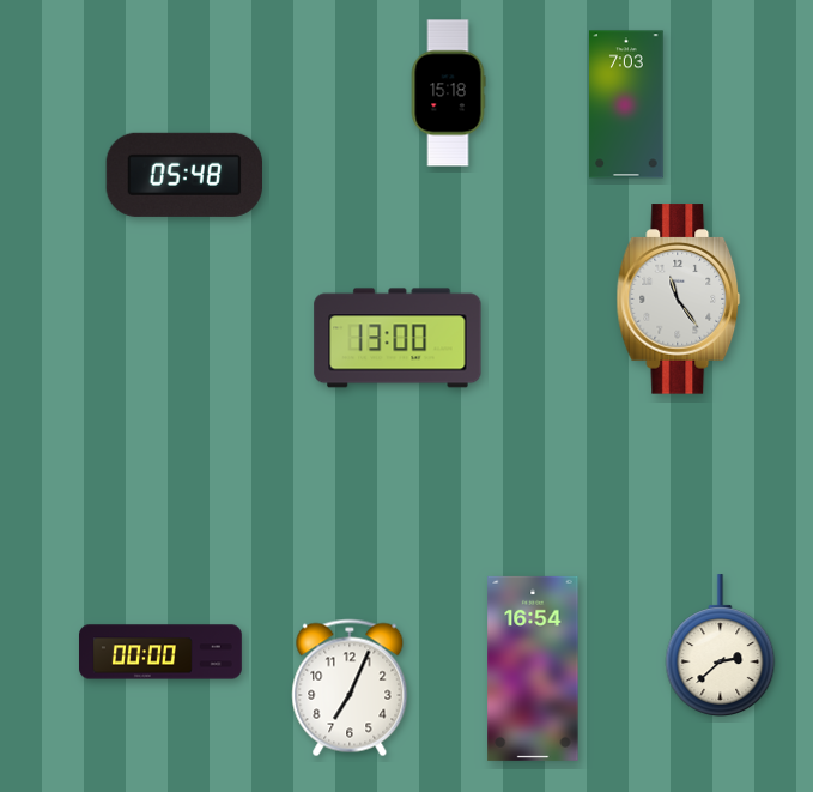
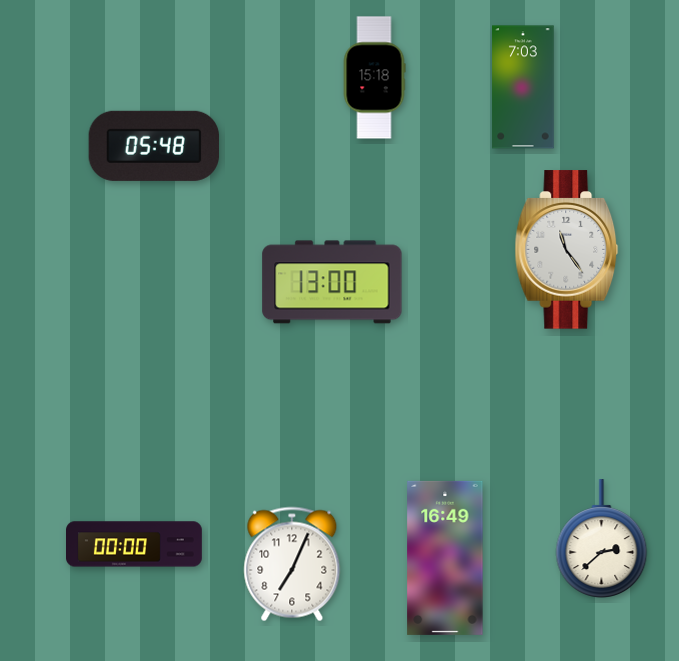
clock at (533, 669): 16:54 -> 16:49
clock at (350, 688) position: (350, 688) -> (292, 564)
